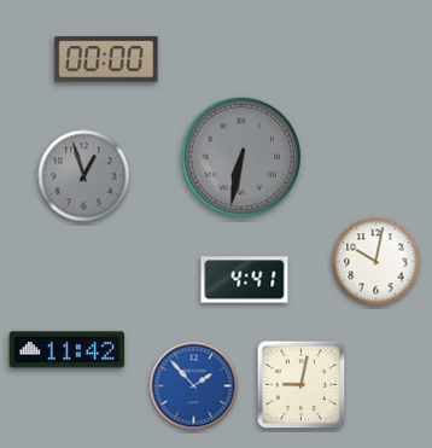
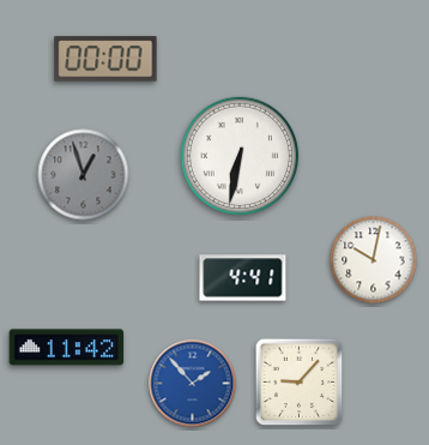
clock at (240, 156) dial: grey -> white
clock at (302, 385): 9:02 -> 9:07
